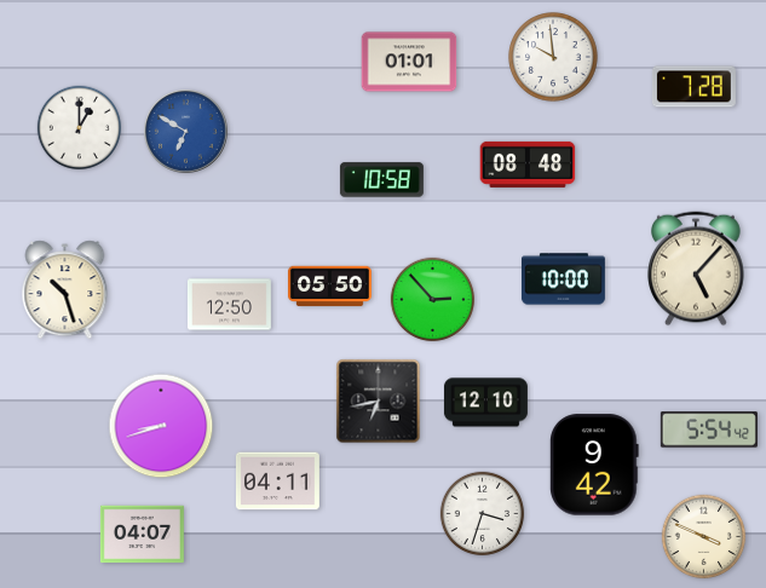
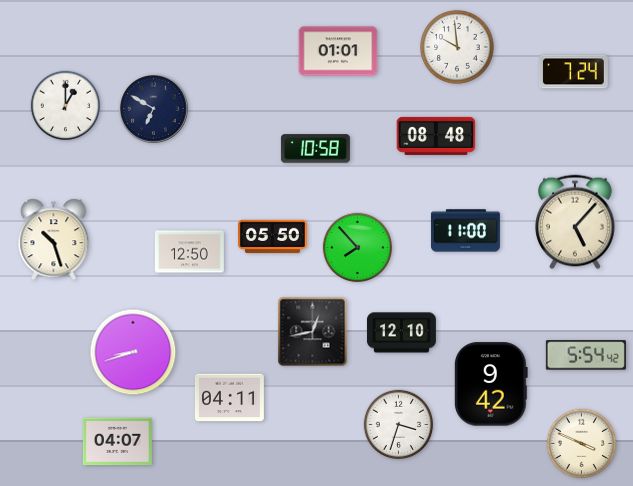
clock at (693, 87): 7:28 -> 7:24
clock at (186, 132) dial: blue -> navy
clock at (563, 279): 10:00 -> 11:00
clock at (433, 300): 2:53 -> 7:53
clock at (379, 402): 6:43 -> 12:43
